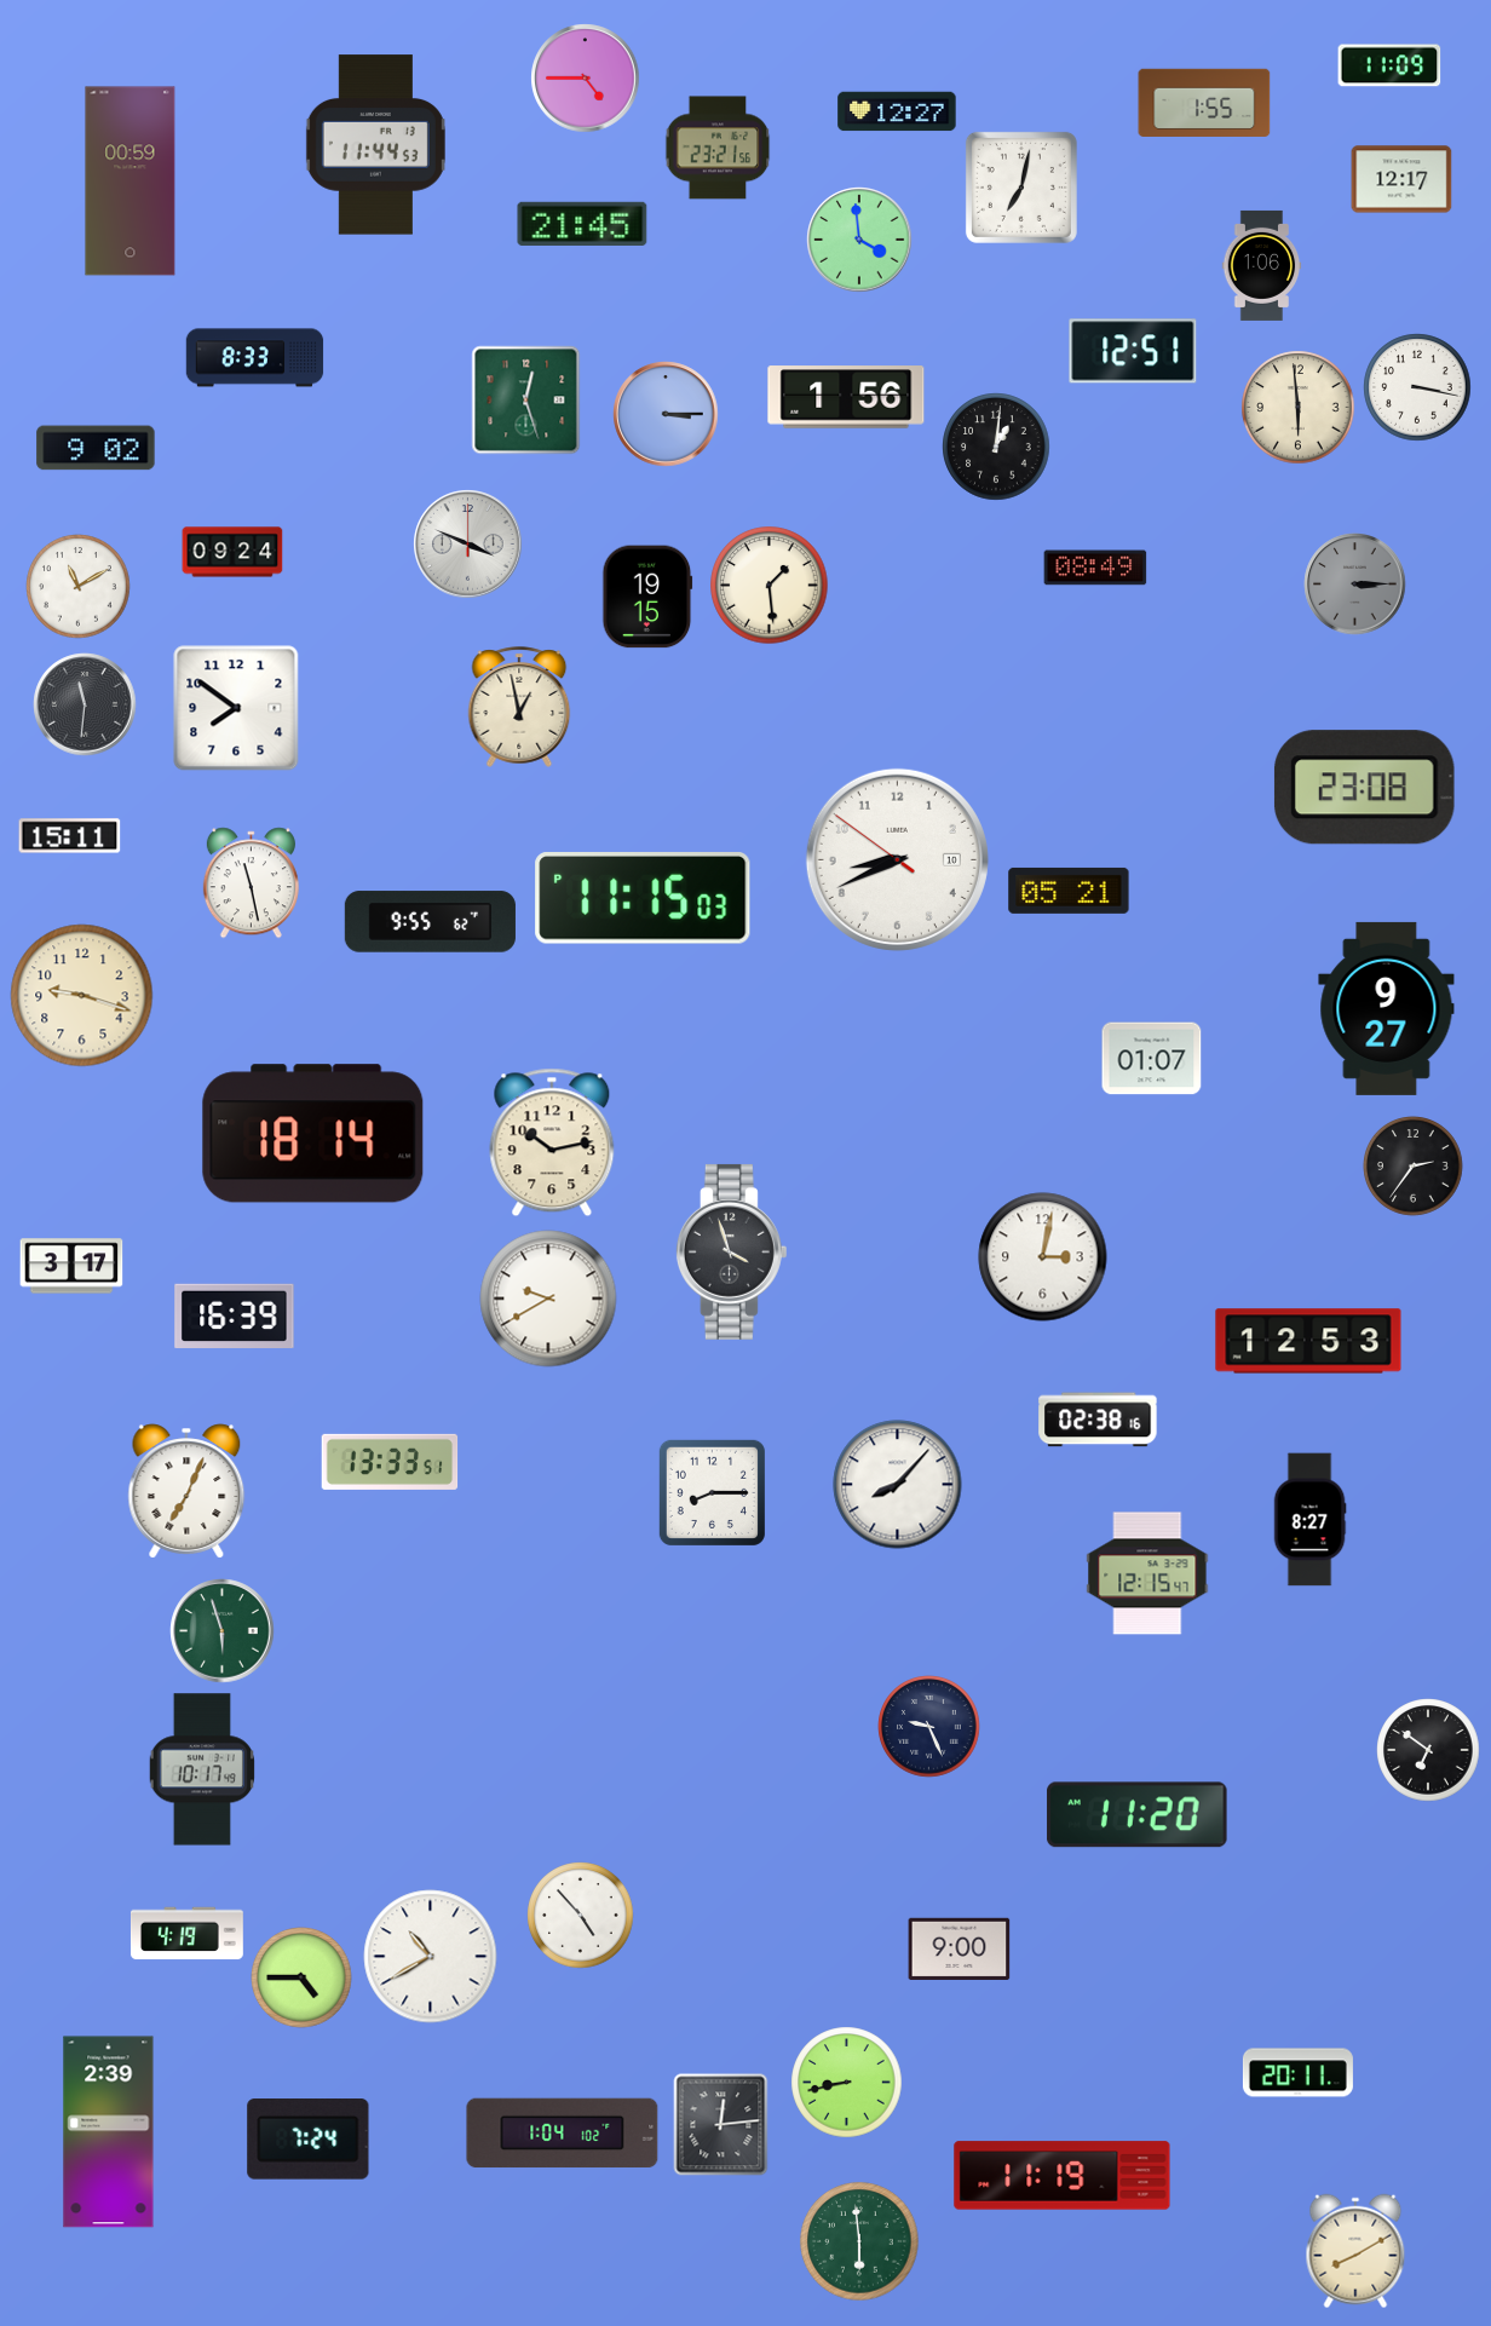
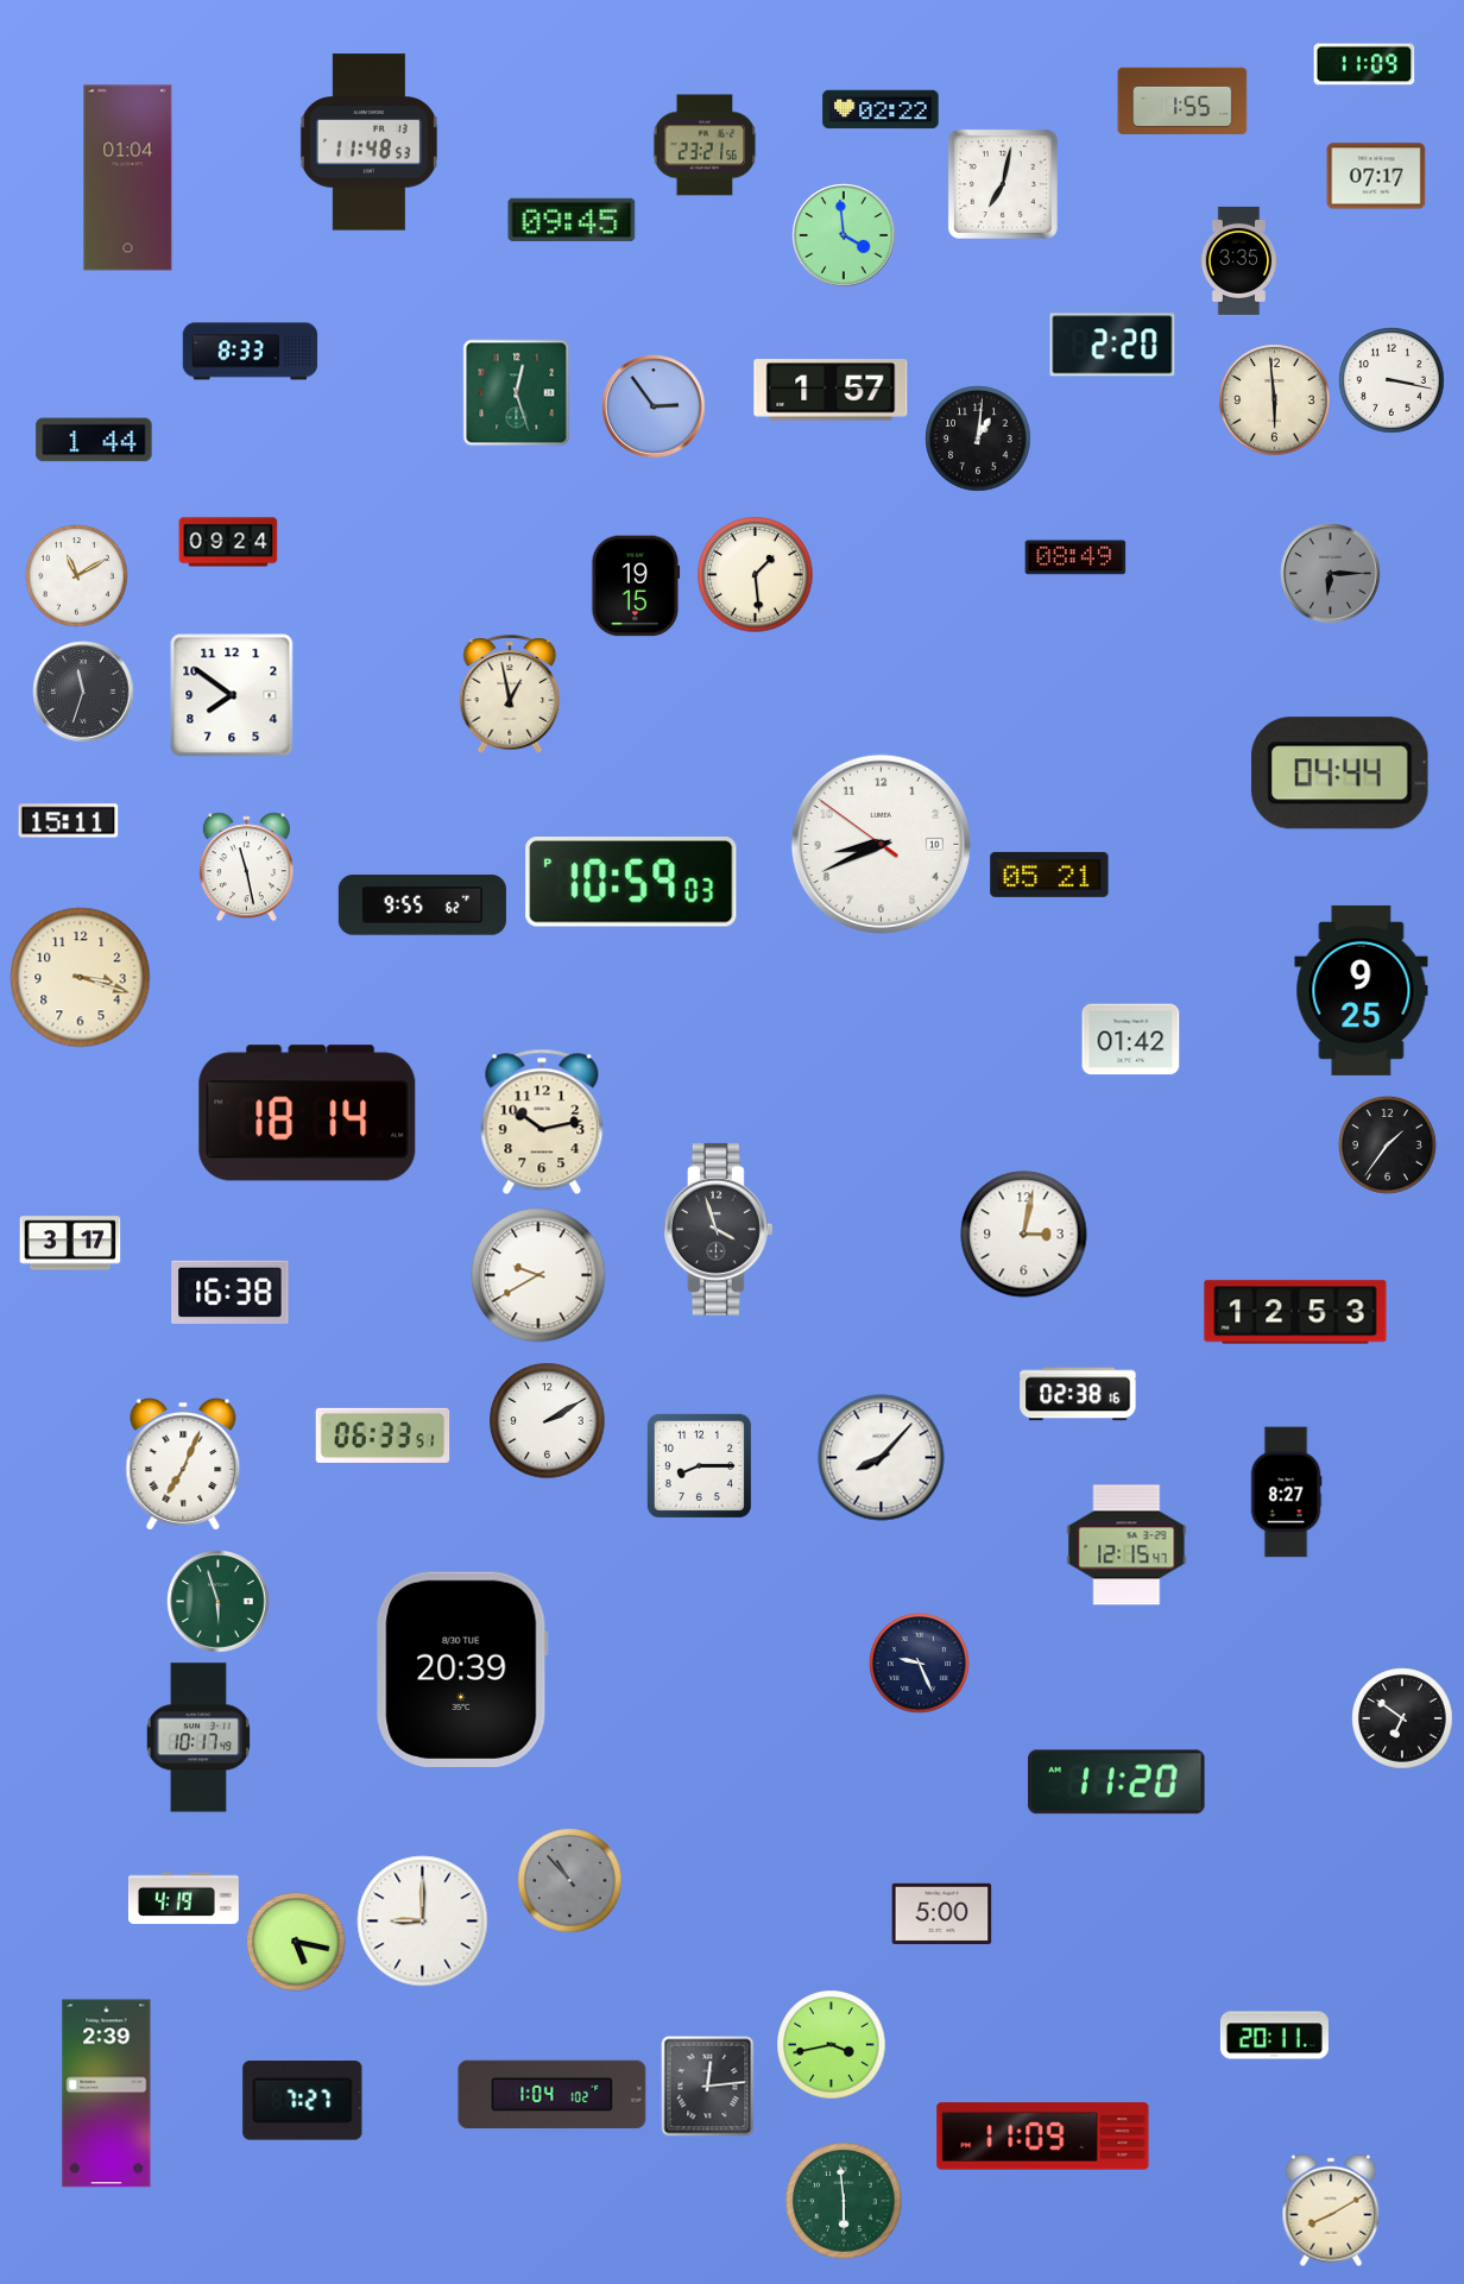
clock at (586, 79): 4:45 -> none
clock at (897, 111): 12:27 -> 02:22
clock at (375, 145): 11:44 -> 11:48
clock at (1401, 179): 12:17 -> 07:17
clock at (131, 182): 00:59 -> 01:04
clock at (582, 224): 21:45 -> 09:45
clock at (1262, 265): 1:06 -> 3:35
clock at (1133, 351): 12:51 -> 2:20
clock at (846, 397): 1:56 -> 1:57
clock at (666, 414): 3:15 -> 2:54
clock at (96, 448): 9:02 -> 1:44
clock at (468, 545): 3:49 -> none
clock at (1355, 585): 3:15 -> 6:15
clock at (85, 704): 11:31 -> 11:33
clock at (1364, 788): 23:08 -> 04:44
clock at (643, 899): 11:15 -> 10:59
clock at (82, 996): 9:18 -> 3:18
clock at (1387, 1008): 9:27 -> 9:25
clock at (1152, 1059): 01:07 -> 01:42
clock at (1414, 1167): 2:36 -> 1:36
clock at (235, 1317): 16:39 -> 16:38
clock at (1308, 1341) position: (1308, 1341) -> (1295, 1312)
clock at (548, 1421): none -> 2:10
clock at (390, 1462): 13:33 -> 06:33
clock at (462, 1670): none -> 20:39
clock at (929, 1727) position: (929, 1727) -> (920, 1664)
clock at (581, 1916): 4:53 -> 10:53
clock at (581, 1916) dial: white -> grey
clock at (960, 1948): 9:00 -> 5:00
clock at (431, 1957): 10:40 -> 9:00
clock at (301, 1977): 4:45 -> 5:17
clock at (847, 2083): 8:43 -> 3:43
clock at (309, 2140): 7:24 -> 7:27
clock at (1063, 2176): 11:19 -> 11:09
